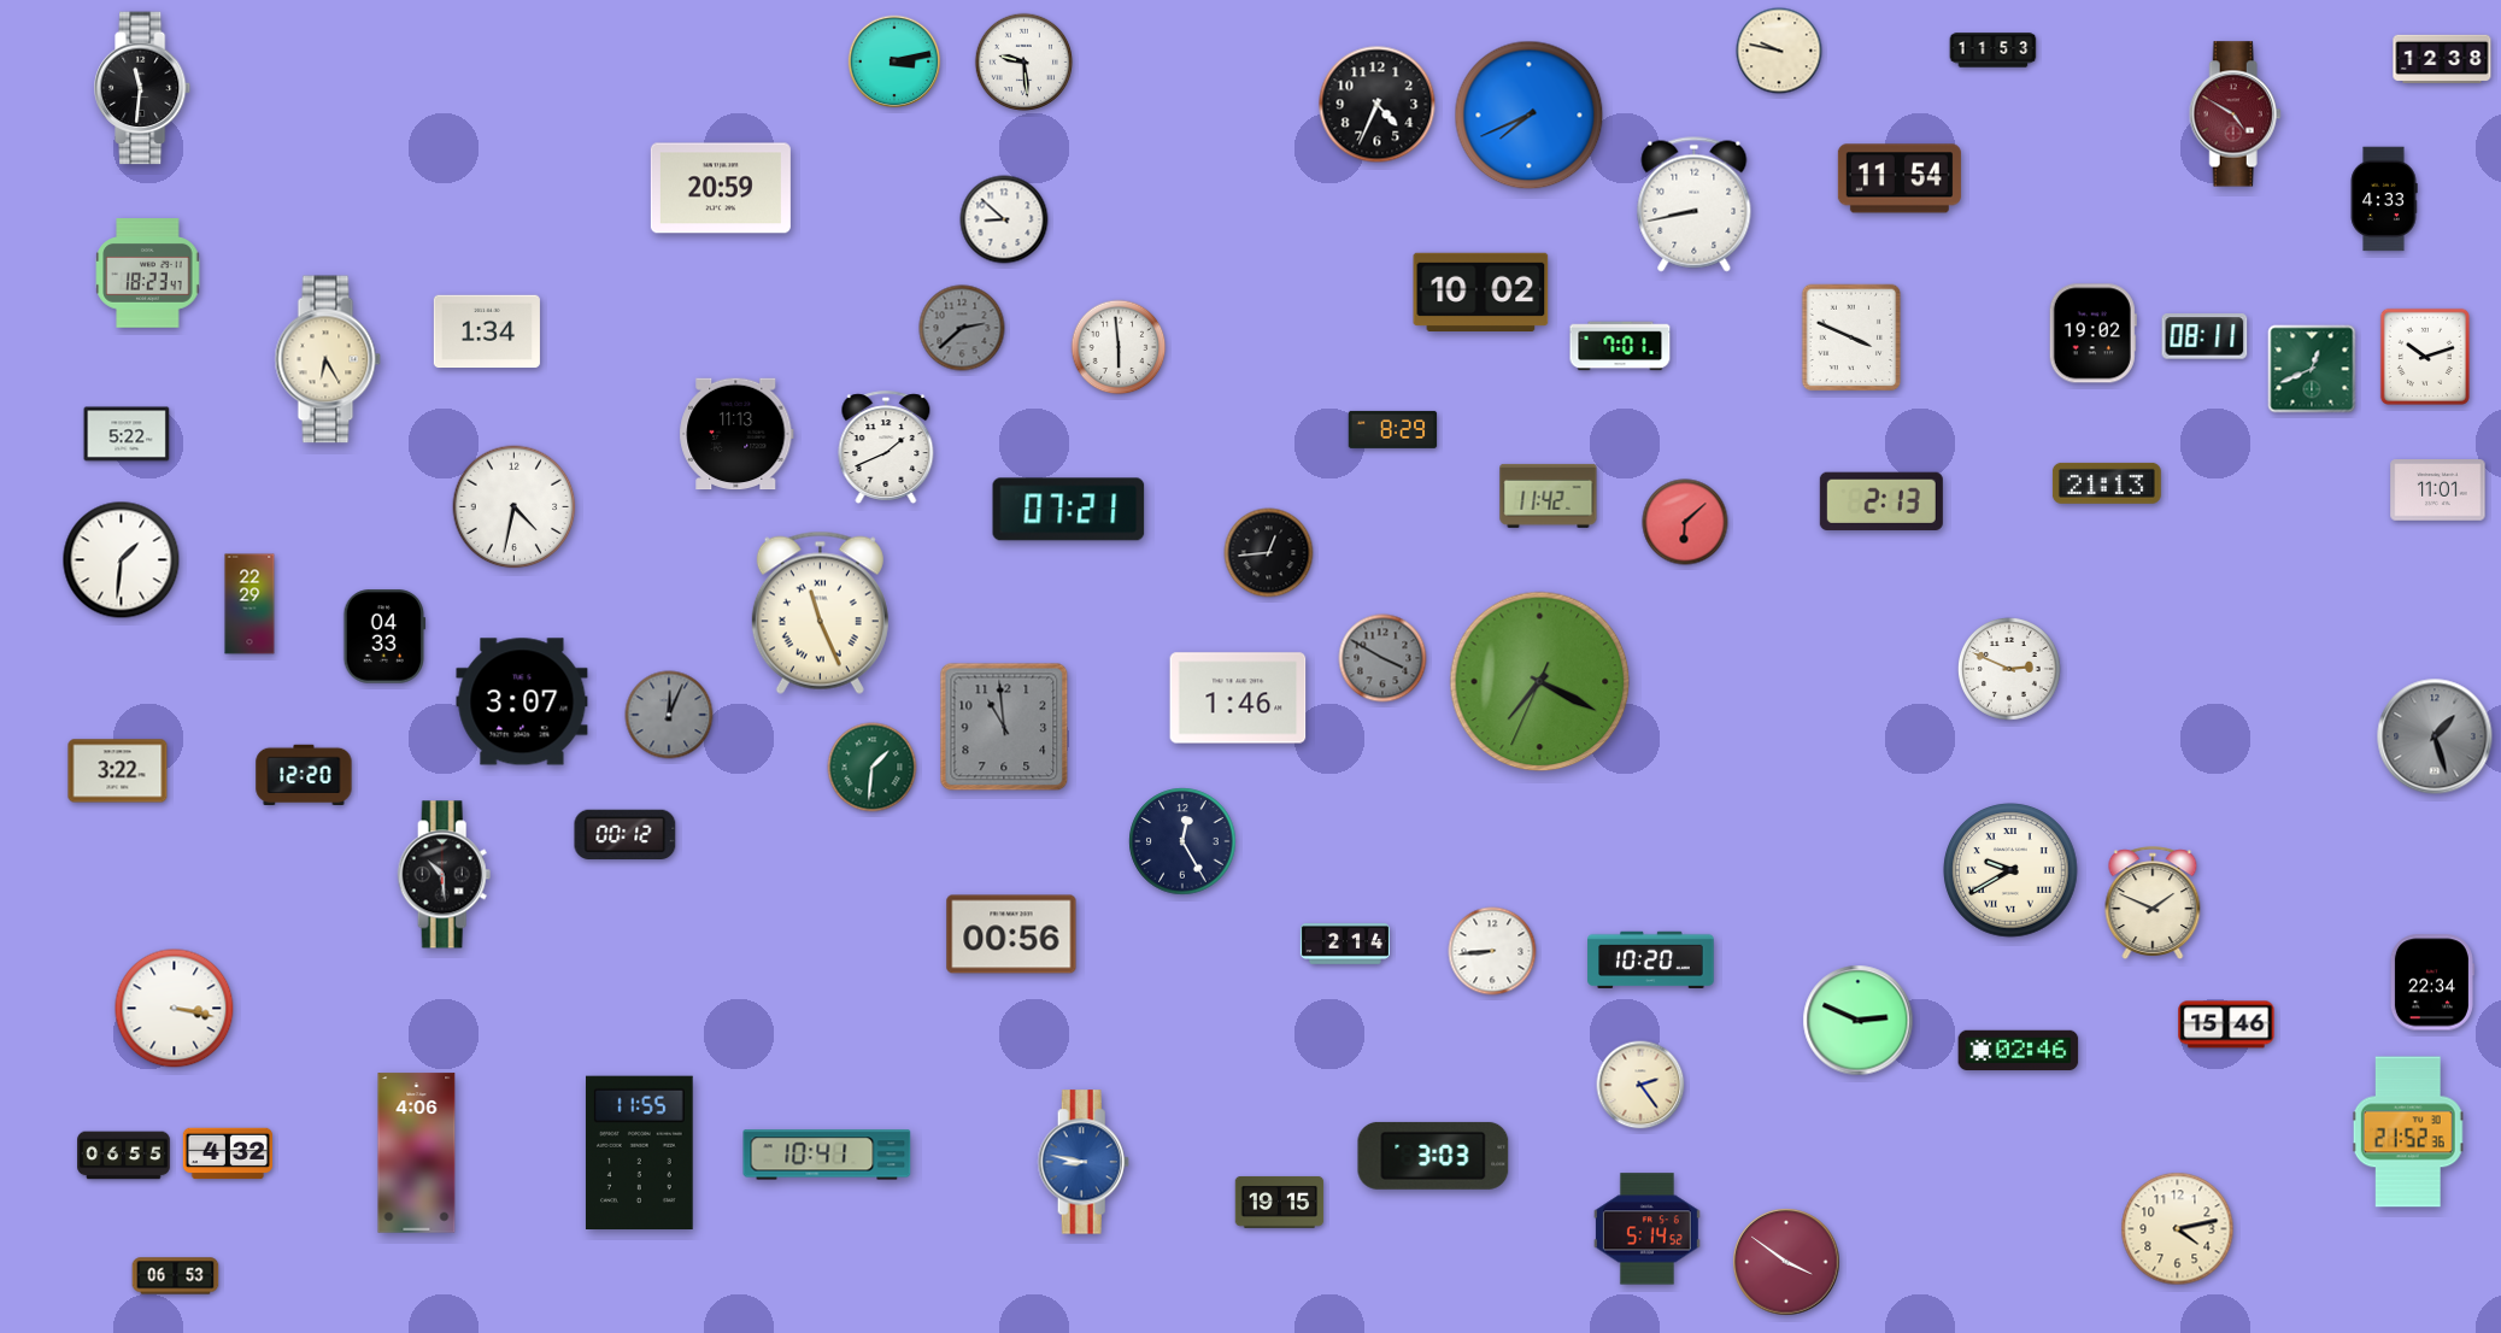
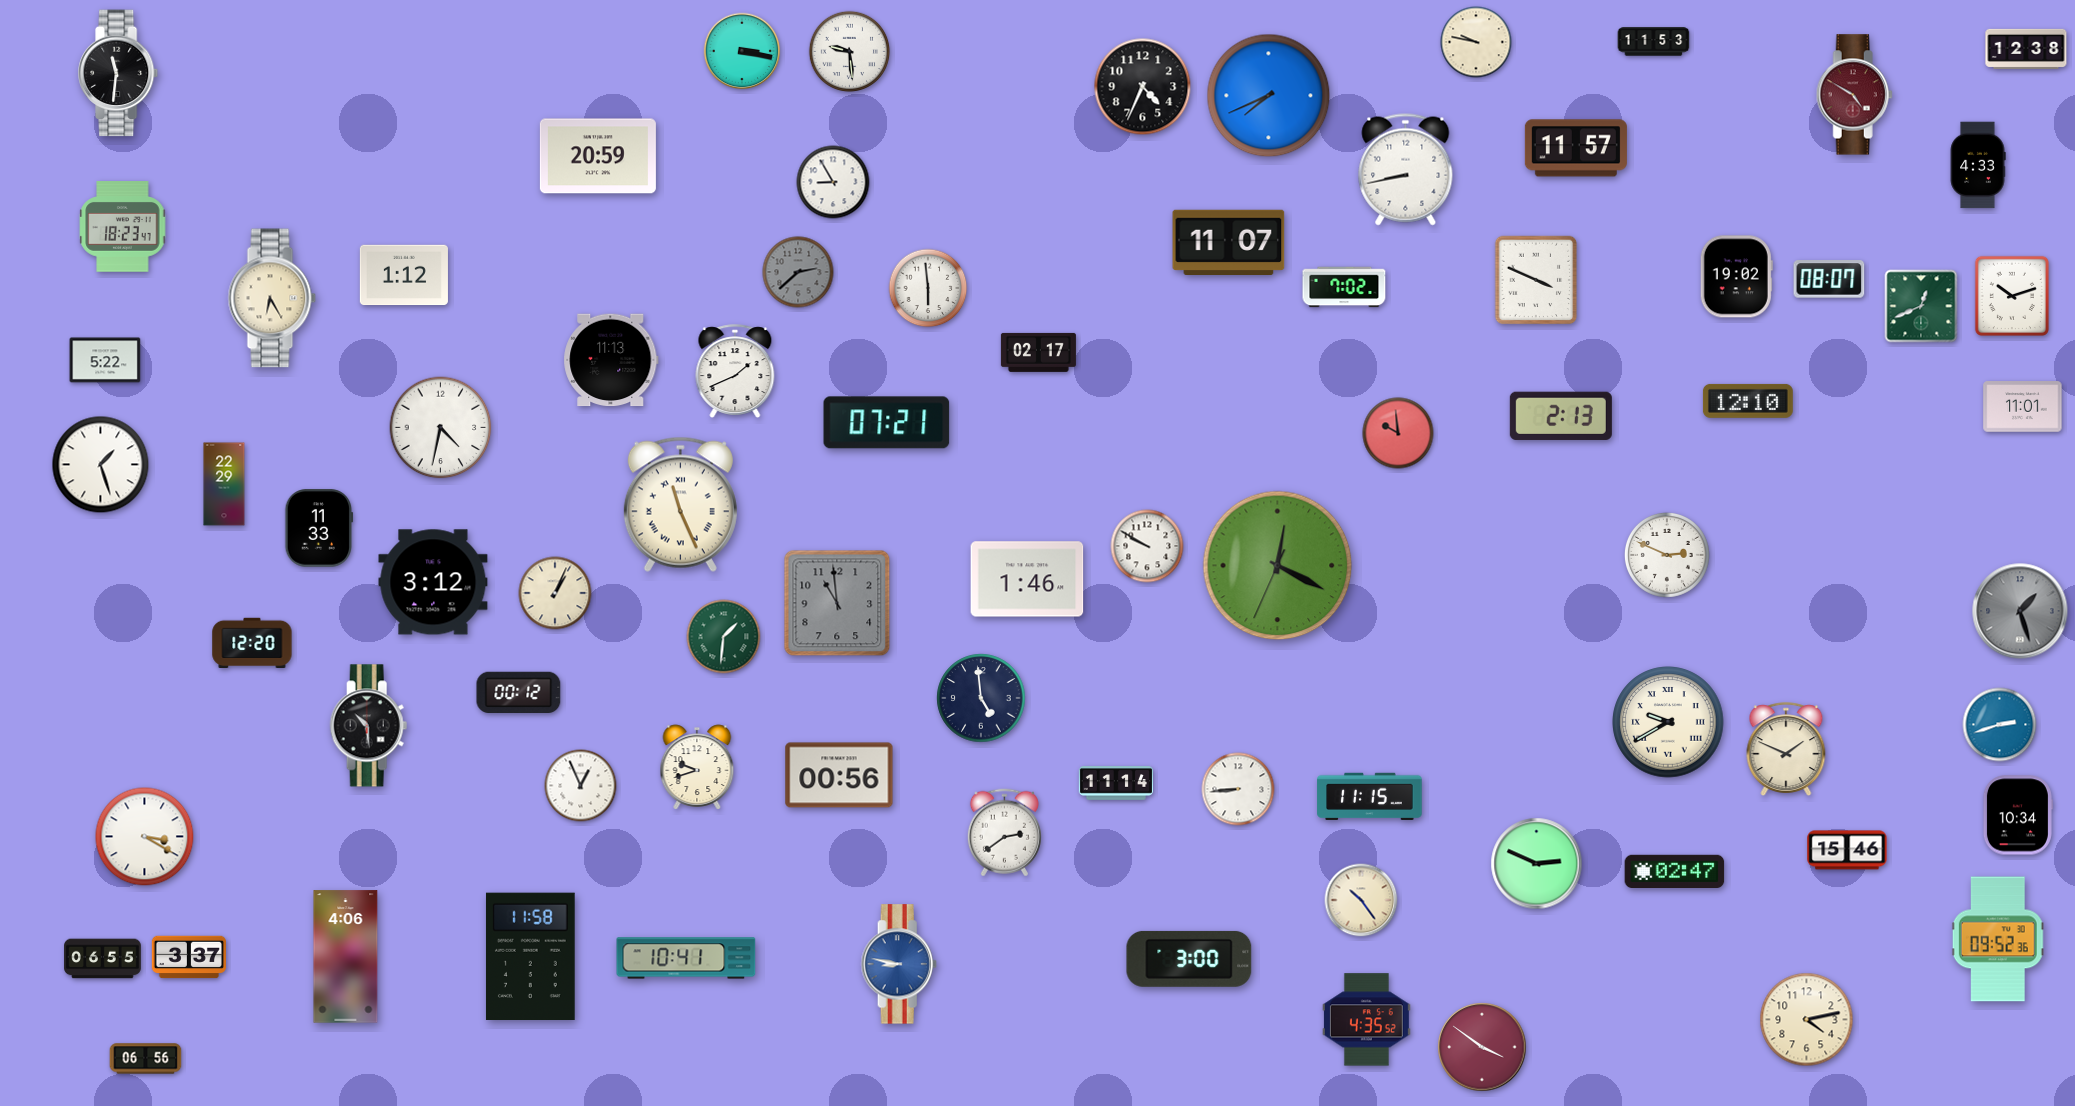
clock at (894, 61): 3:13 -> 3:17
clock at (1900, 178): 11:54 -> 11:57
clock at (1004, 219): 8:52 -> 8:55
clock at (1481, 292): 10:02 -> 11:07
clock at (487, 331): 1:34 -> 1:12
clock at (2204, 336): 08:11 -> 08:07
clock at (1620, 346): 7:01 -> 7:02
clock at (2312, 369) position: (2312, 369) -> (1921, 306)
clock at (1038, 352): none -> 02:17
clock at (1393, 429): 8:29 -> none
clock at (2107, 483): 21:13 -> 12:10
clock at (1549, 495): 11:42 -> none
clock at (515, 507) position: (515, 507) -> (441, 428)
clock at (1685, 522): 6:08 -> 9:59
clock at (1269, 553): 12:44 -> none
clock at (122, 560): 1:31 -> 1:27
clock at (249, 604) position: (249, 604) -> (224, 484)
clock at (820, 612) position: (820, 612) -> (680, 504)
clock at (384, 636): 04:33 -> 11:33
clock at (1382, 658): 3:50 -> 9:50
clock at (1382, 658) dial: grey -> white
clock at (1540, 682): 7:19 -> 12:19
clock at (522, 701): 3:07 -> 3:12
clock at (669, 715): 12:04 -> 1:04
clock at (669, 715) dial: grey -> cream
clock at (1004, 727) position: (1004, 727) -> (837, 603)
clock at (118, 771): 3:22 -> none
clock at (1182, 841): 12:25 -> 4:59
clock at (2000, 725): none -> 2:42
clock at (697, 767): none -> 9:42
clock at (1344, 944): 2:14 -> 11:14
clock at (581, 786): none -> 12:56
clock at (1651, 959): 10:20 -> 11:15
clock at (2431, 982): 22:34 -> 10:34
clock at (1004, 833): none -> 2:39
clock at (175, 1009): 3:17 -> 3:20
clock at (1859, 1021) position: (1859, 1021) -> (1537, 864)
clock at (2019, 1050): 02:46 -> 02:47
clock at (1640, 1085): 2:24 -> 10:24
clock at (2408, 1132): 21:52 -> 09:52
clock at (639, 1152): 11:55 -> 11:58
clock at (228, 1153): 4:32 -> 3:37
clock at (1433, 1156): 3:03 -> 3:00
clock at (1280, 1202): 19:15 -> none
clock at (1646, 1229): 5:14 -> 4:35
clock at (176, 1276): 06:53 -> 06:56
